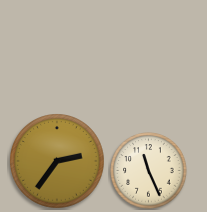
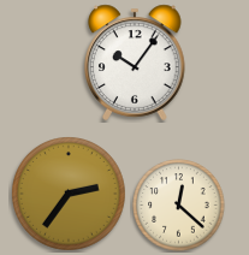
clock at (135, 63): none -> 10:06
clock at (149, 171): 11:26 -> 12:22
